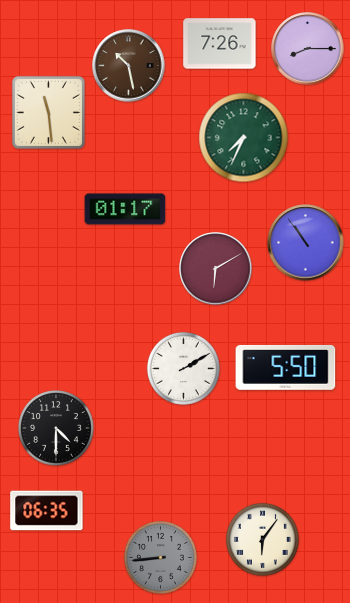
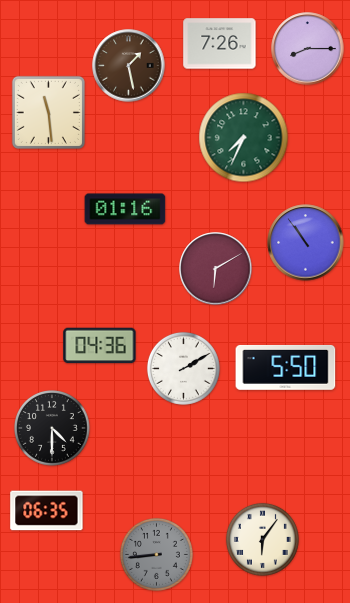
clock at (129, 66): 10:28 -> 1:28
clock at (125, 209): 01:17 -> 01:16
clock at (100, 346): none -> 04:36
clock at (57, 429) position: (57, 429) -> (53, 429)
clock at (160, 557) position: (160, 557) -> (156, 554)
